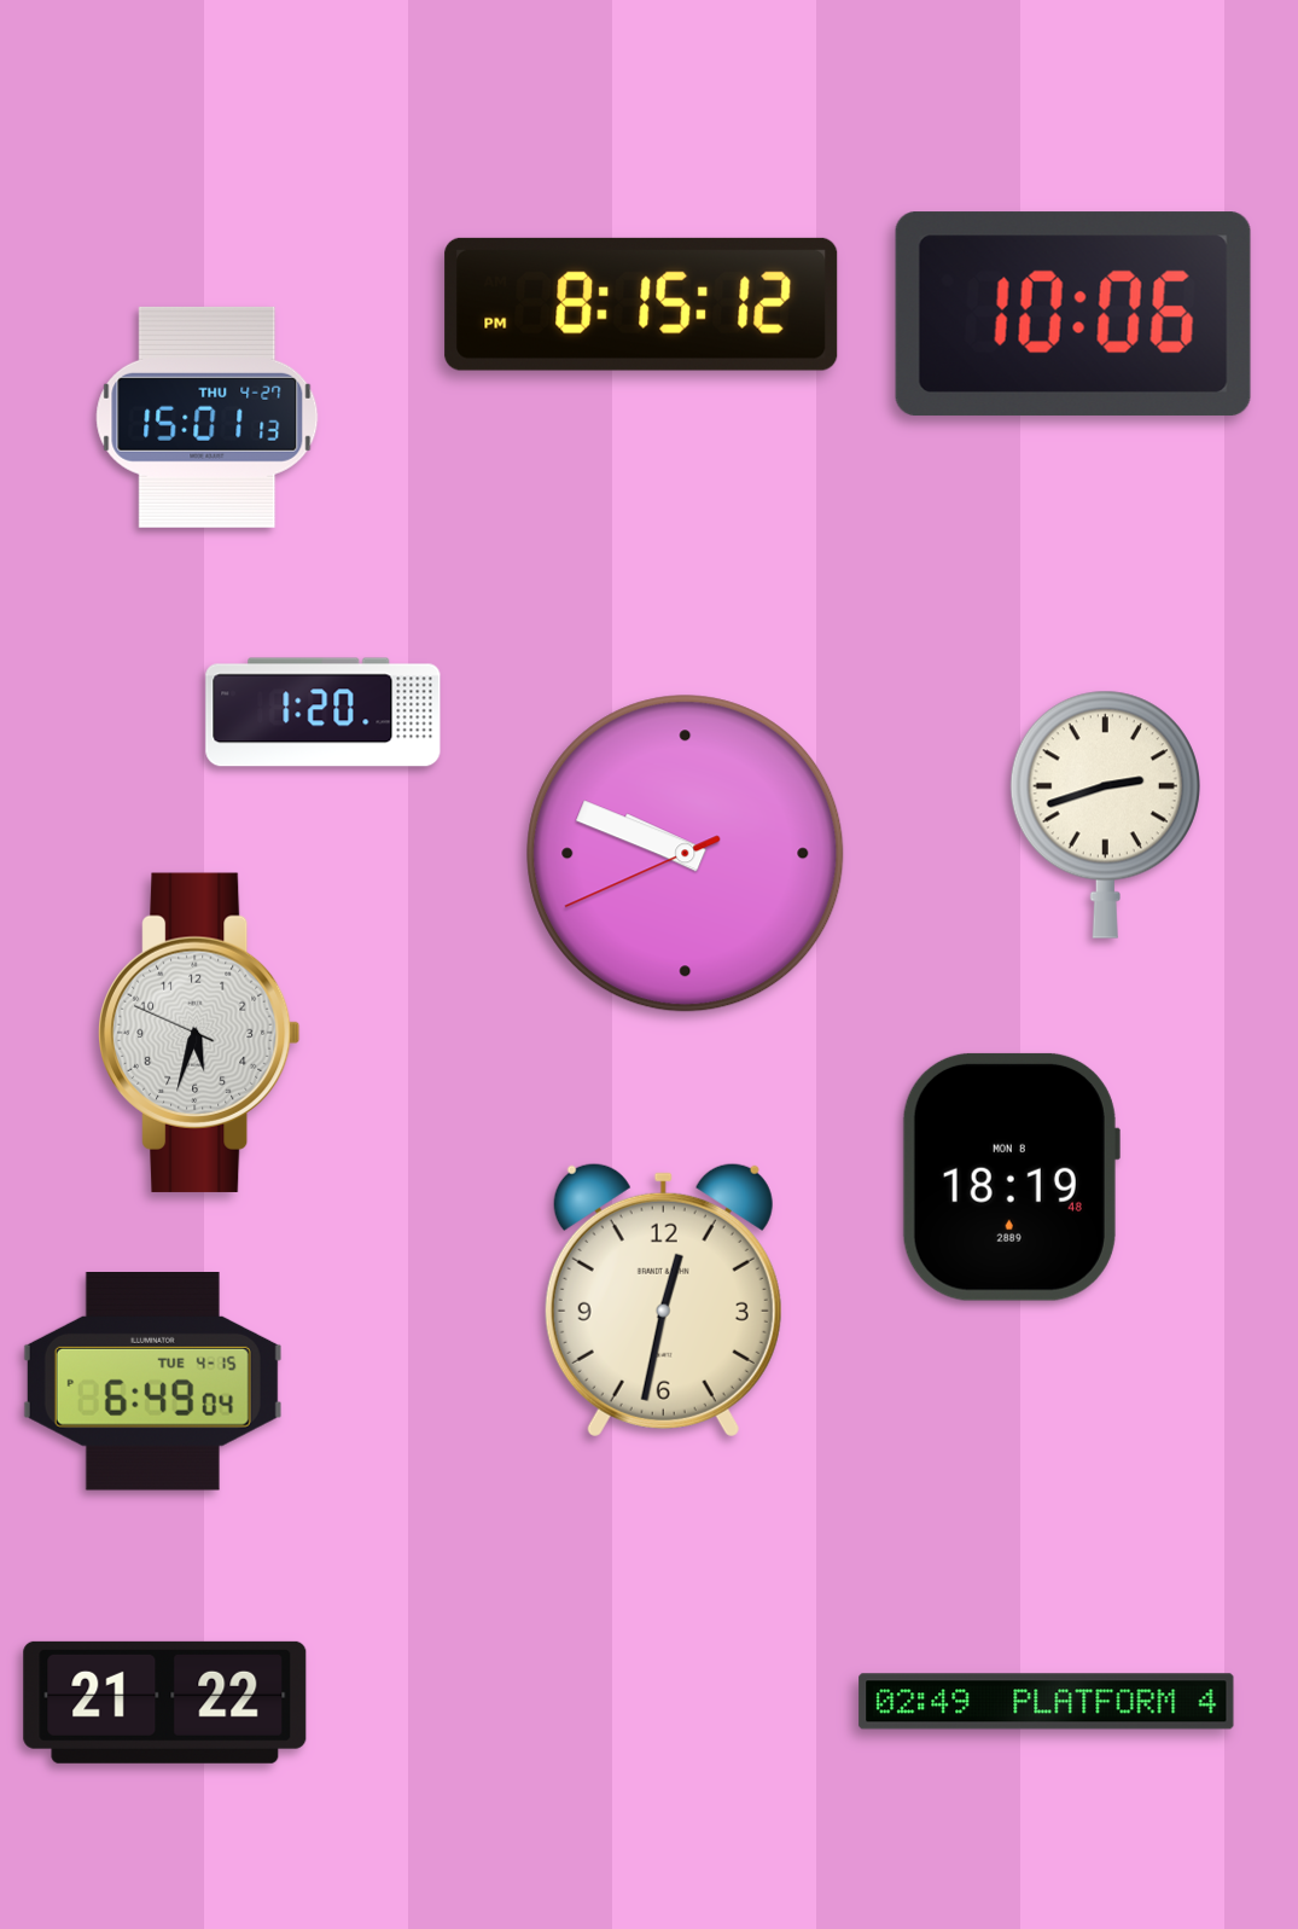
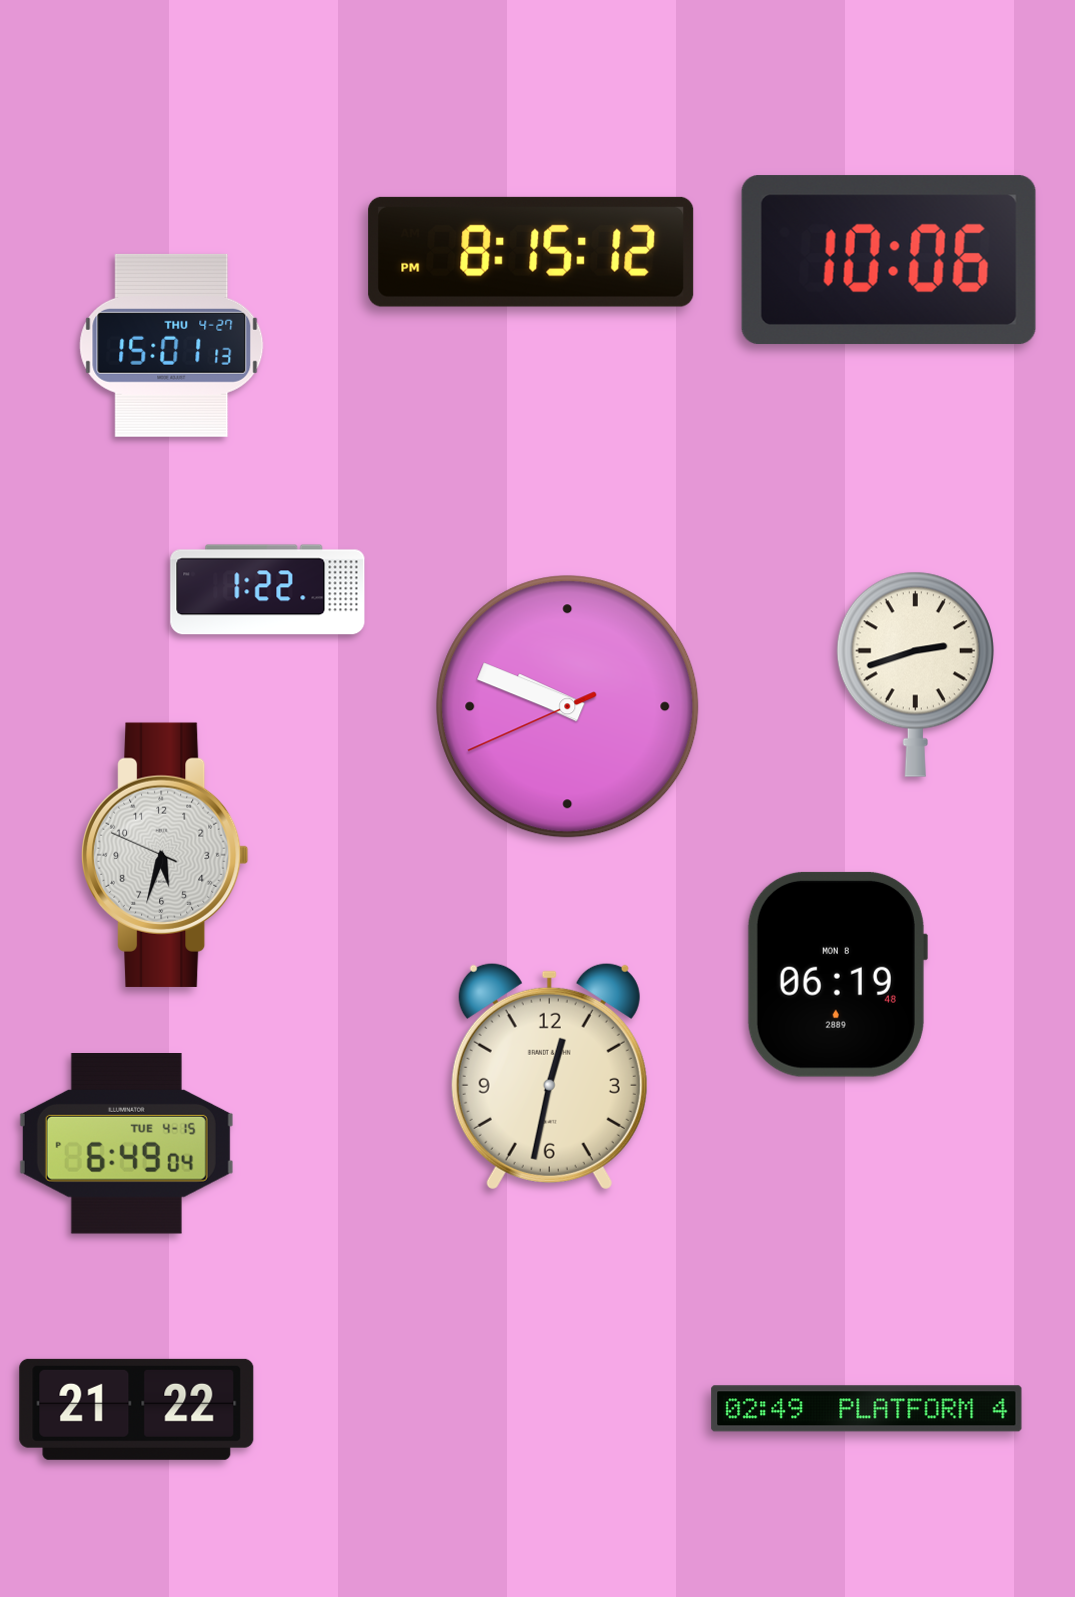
clock at (324, 713): 1:20 -> 1:22
clock at (1011, 1176): 18:19 -> 06:19
